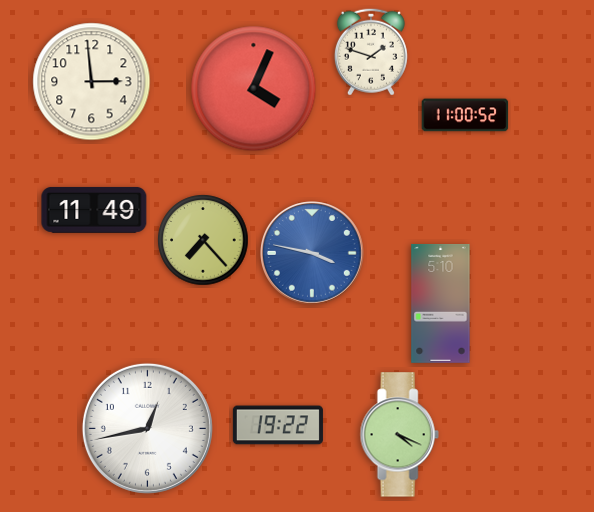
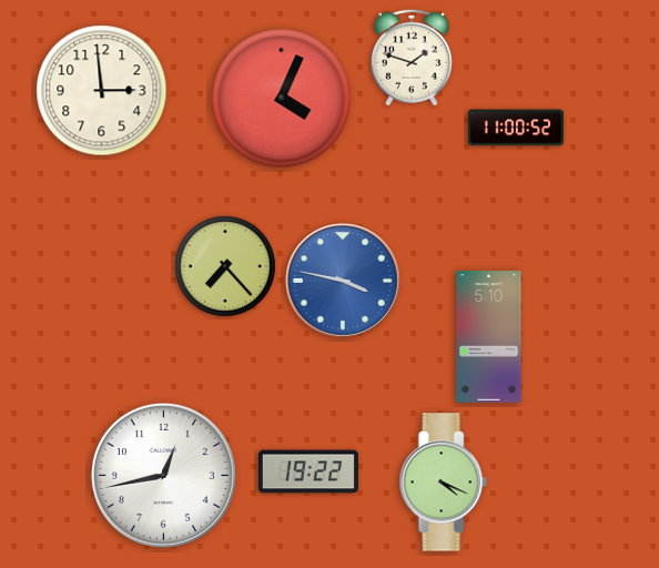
clock at (94, 210): 11:49 -> none
clock at (313, 254) position: (313, 254) -> (344, 282)
